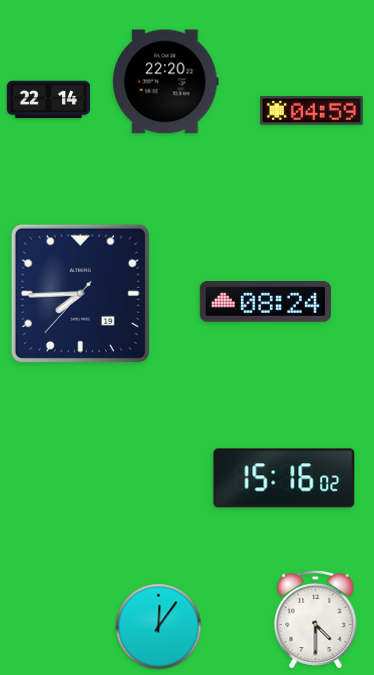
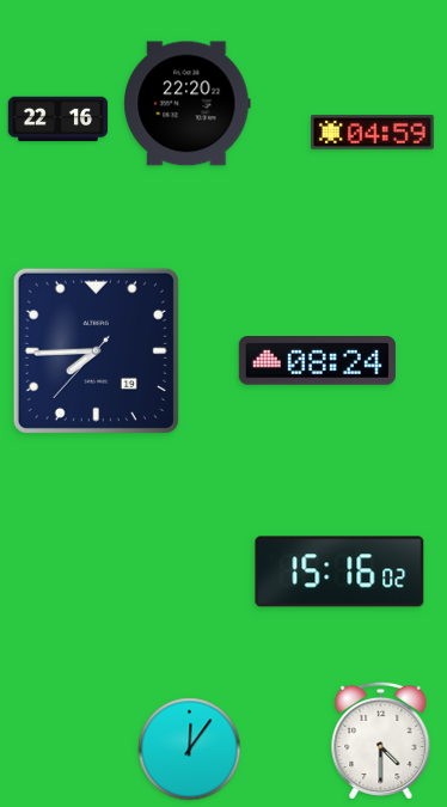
clock at (166, 82) position: (166, 82) -> (188, 104)
clock at (49, 100): 22:14 -> 22:16
clock at (316, 619) position: (316, 619) -> (381, 740)
